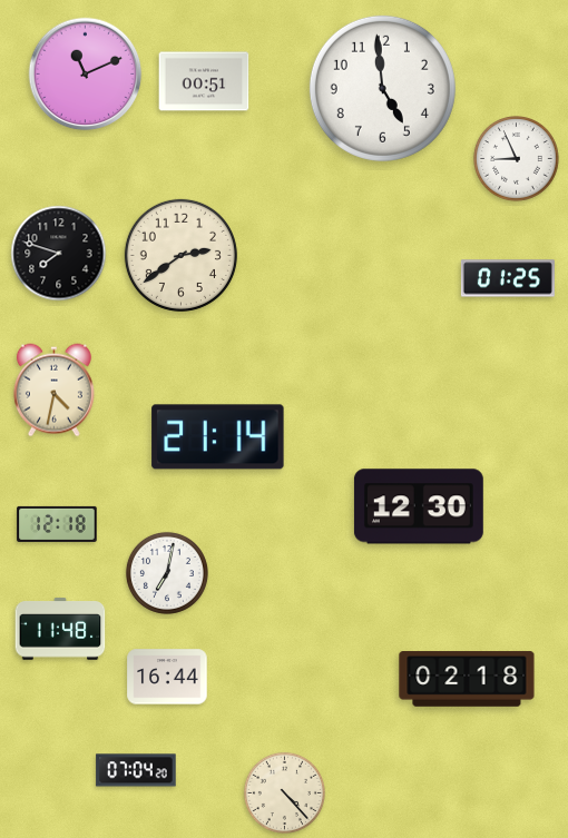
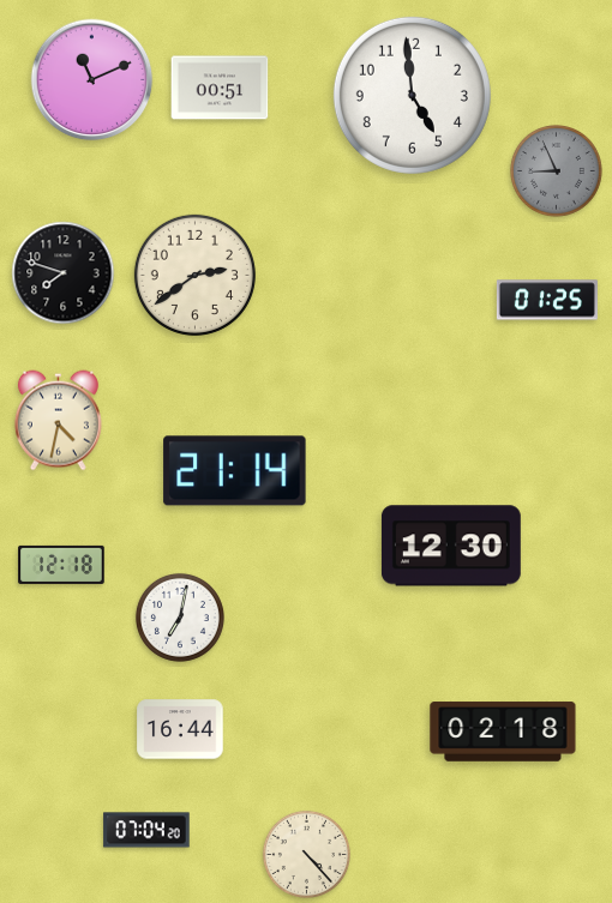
clock at (517, 159) dial: white -> grey
clock at (60, 629): 11:48 -> none
